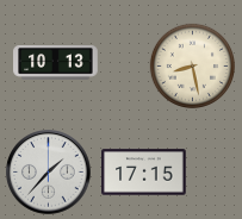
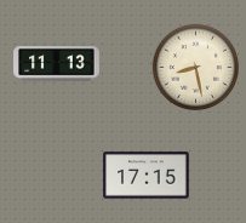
clock at (56, 63): 10:13 -> 11:13
clock at (49, 173): 1:37 -> none
